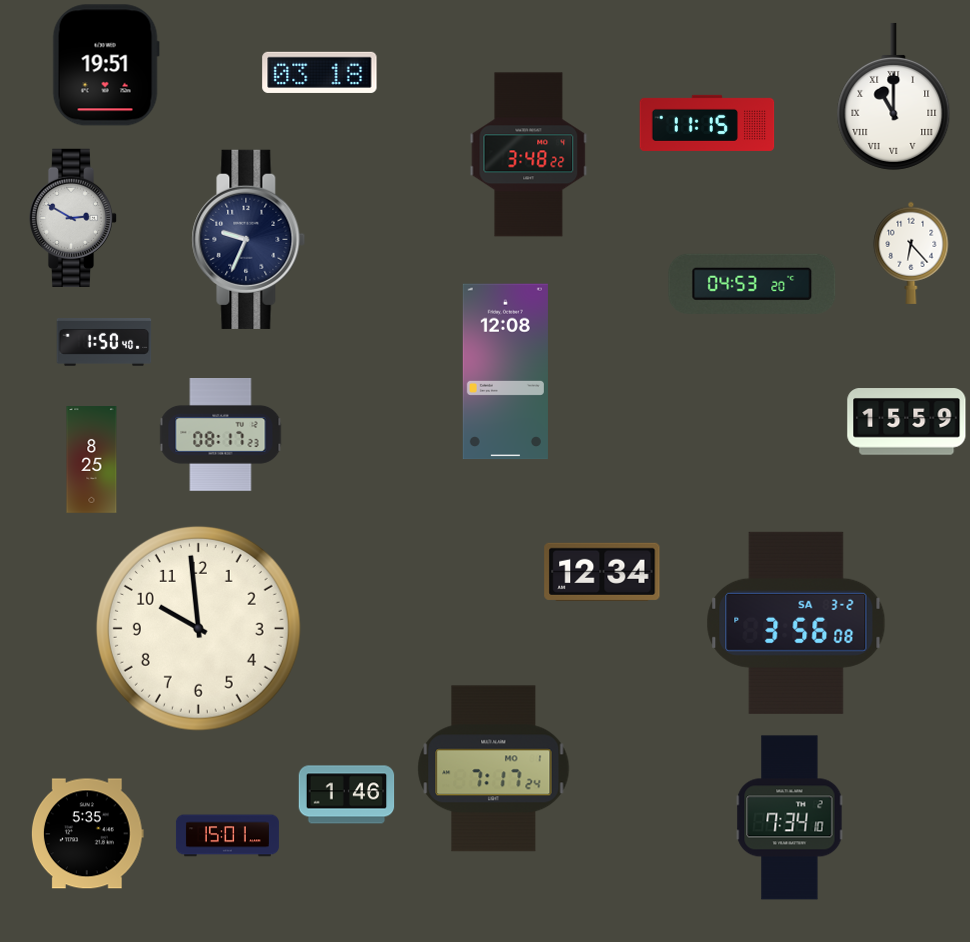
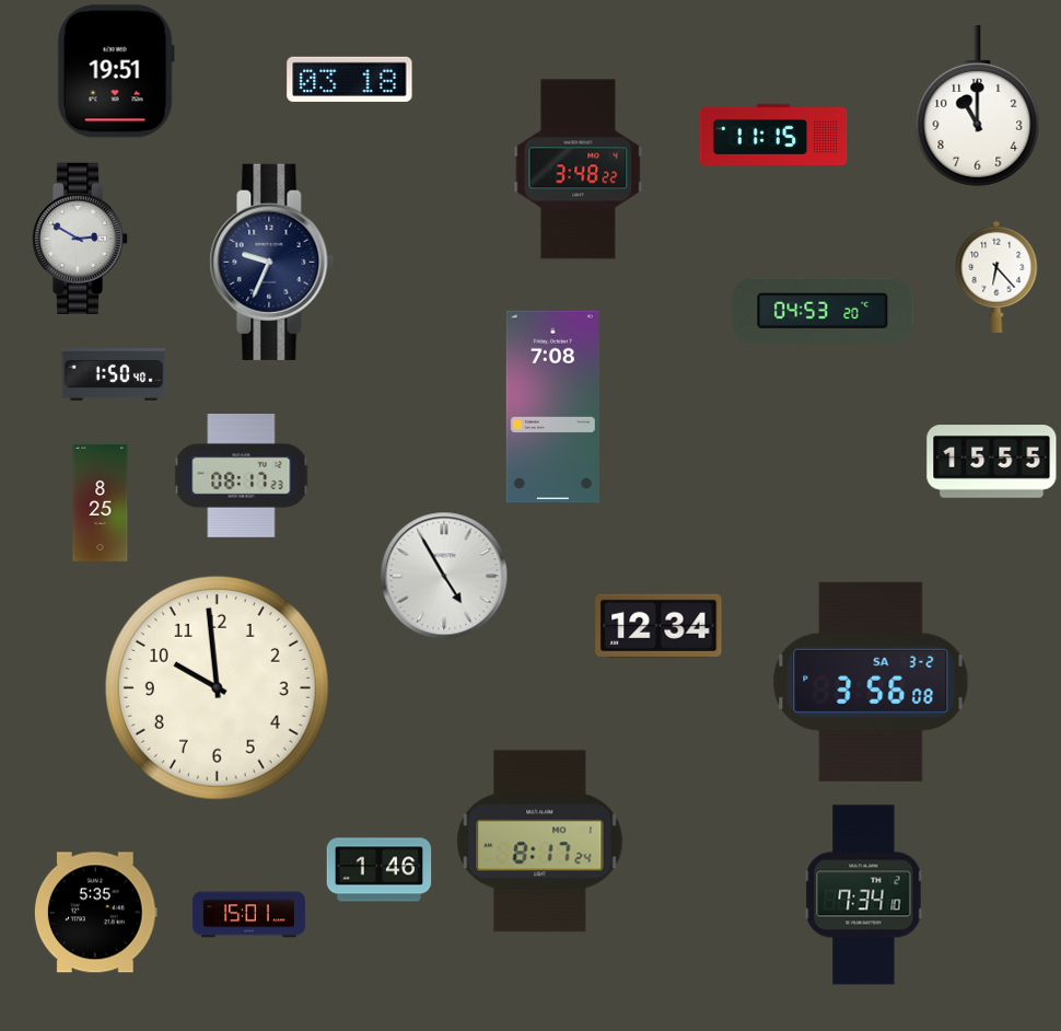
clock at (894, 96) numerals: Roman -> Arabic
clock at (505, 372): 12:08 -> 7:08
clock at (907, 422): 15:59 -> 15:55
clock at (444, 576): none -> 4:55
clock at (494, 769): 7:17 -> 8:17
